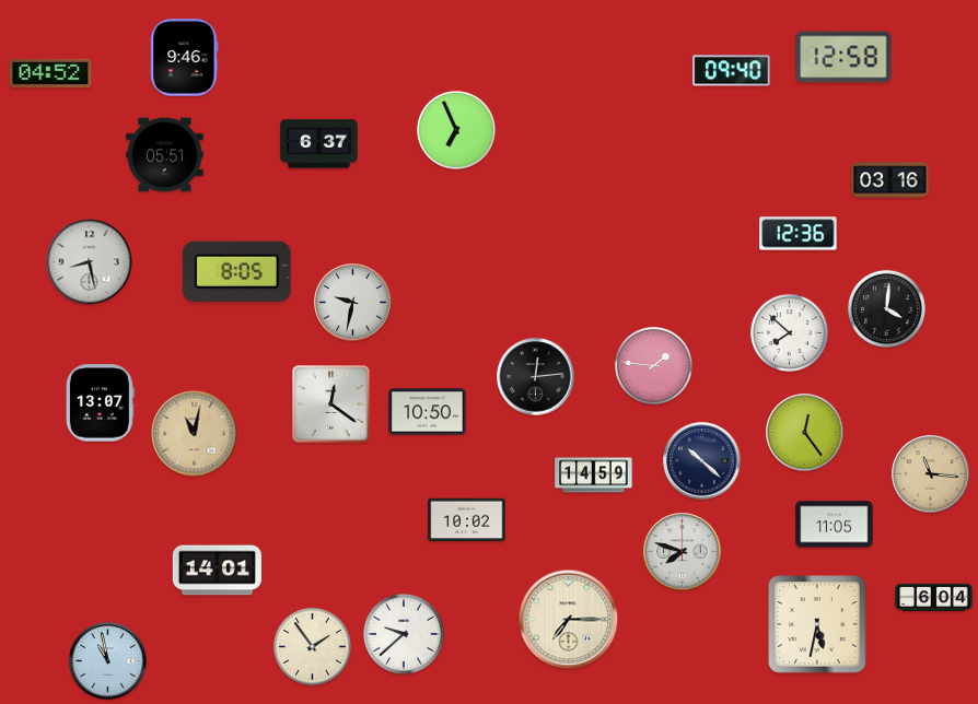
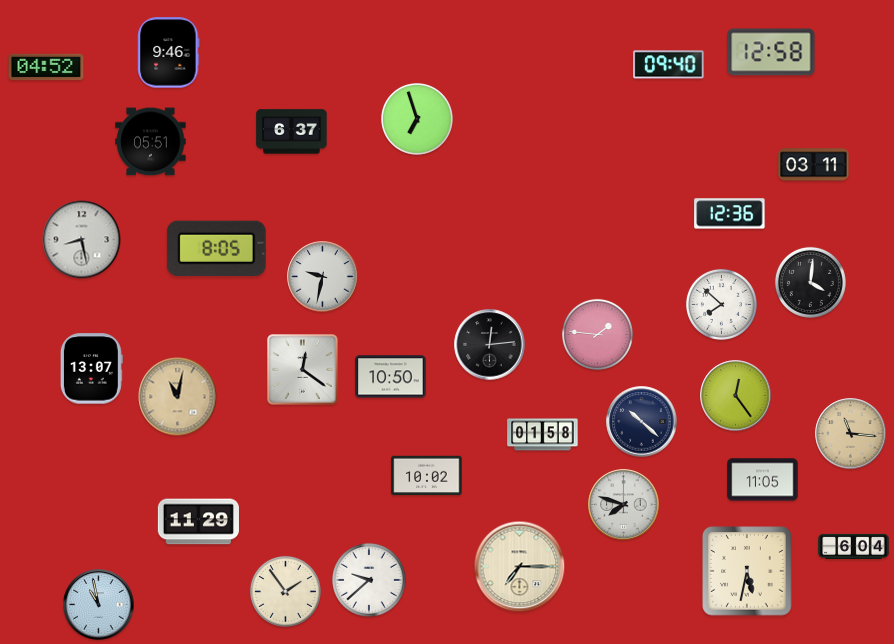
clock at (456, 130): 6:56 -> 6:57
clock at (890, 180): 03:16 -> 03:11
clock at (594, 476): 14:59 -> 01:58
clock at (217, 571): 14:01 -> 11:29
